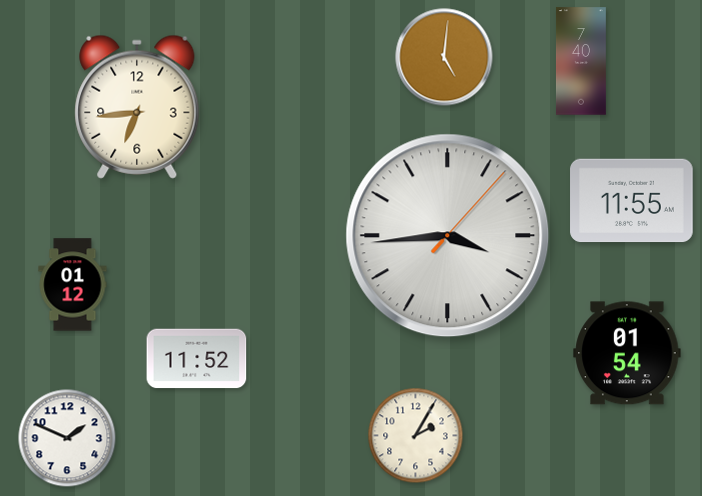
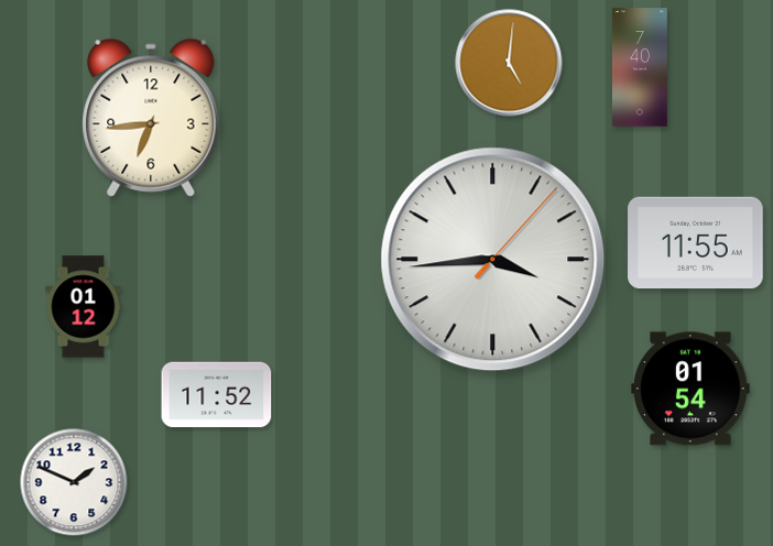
clock at (444, 57) position: (444, 57) -> (509, 63)
clock at (632, 201) position: (632, 201) -> (696, 243)
clock at (73, 285) position: (73, 285) -> (84, 307)
clock at (416, 436): 2:05 -> none
